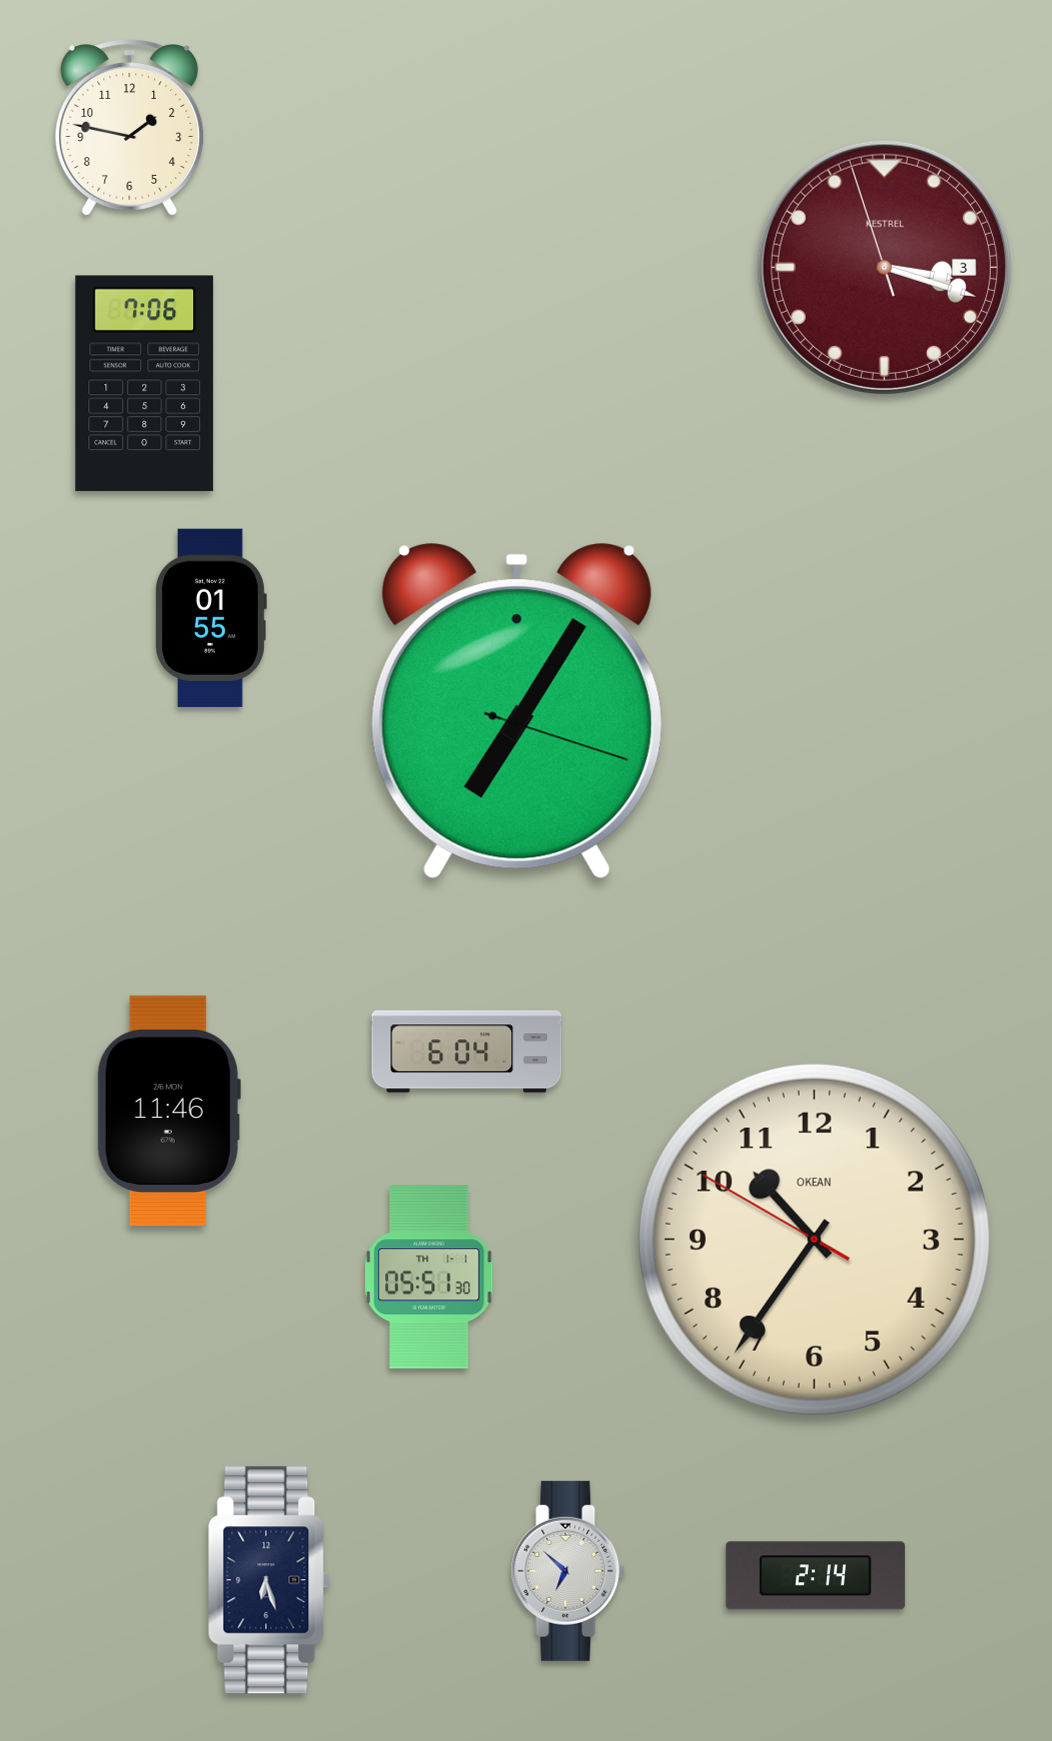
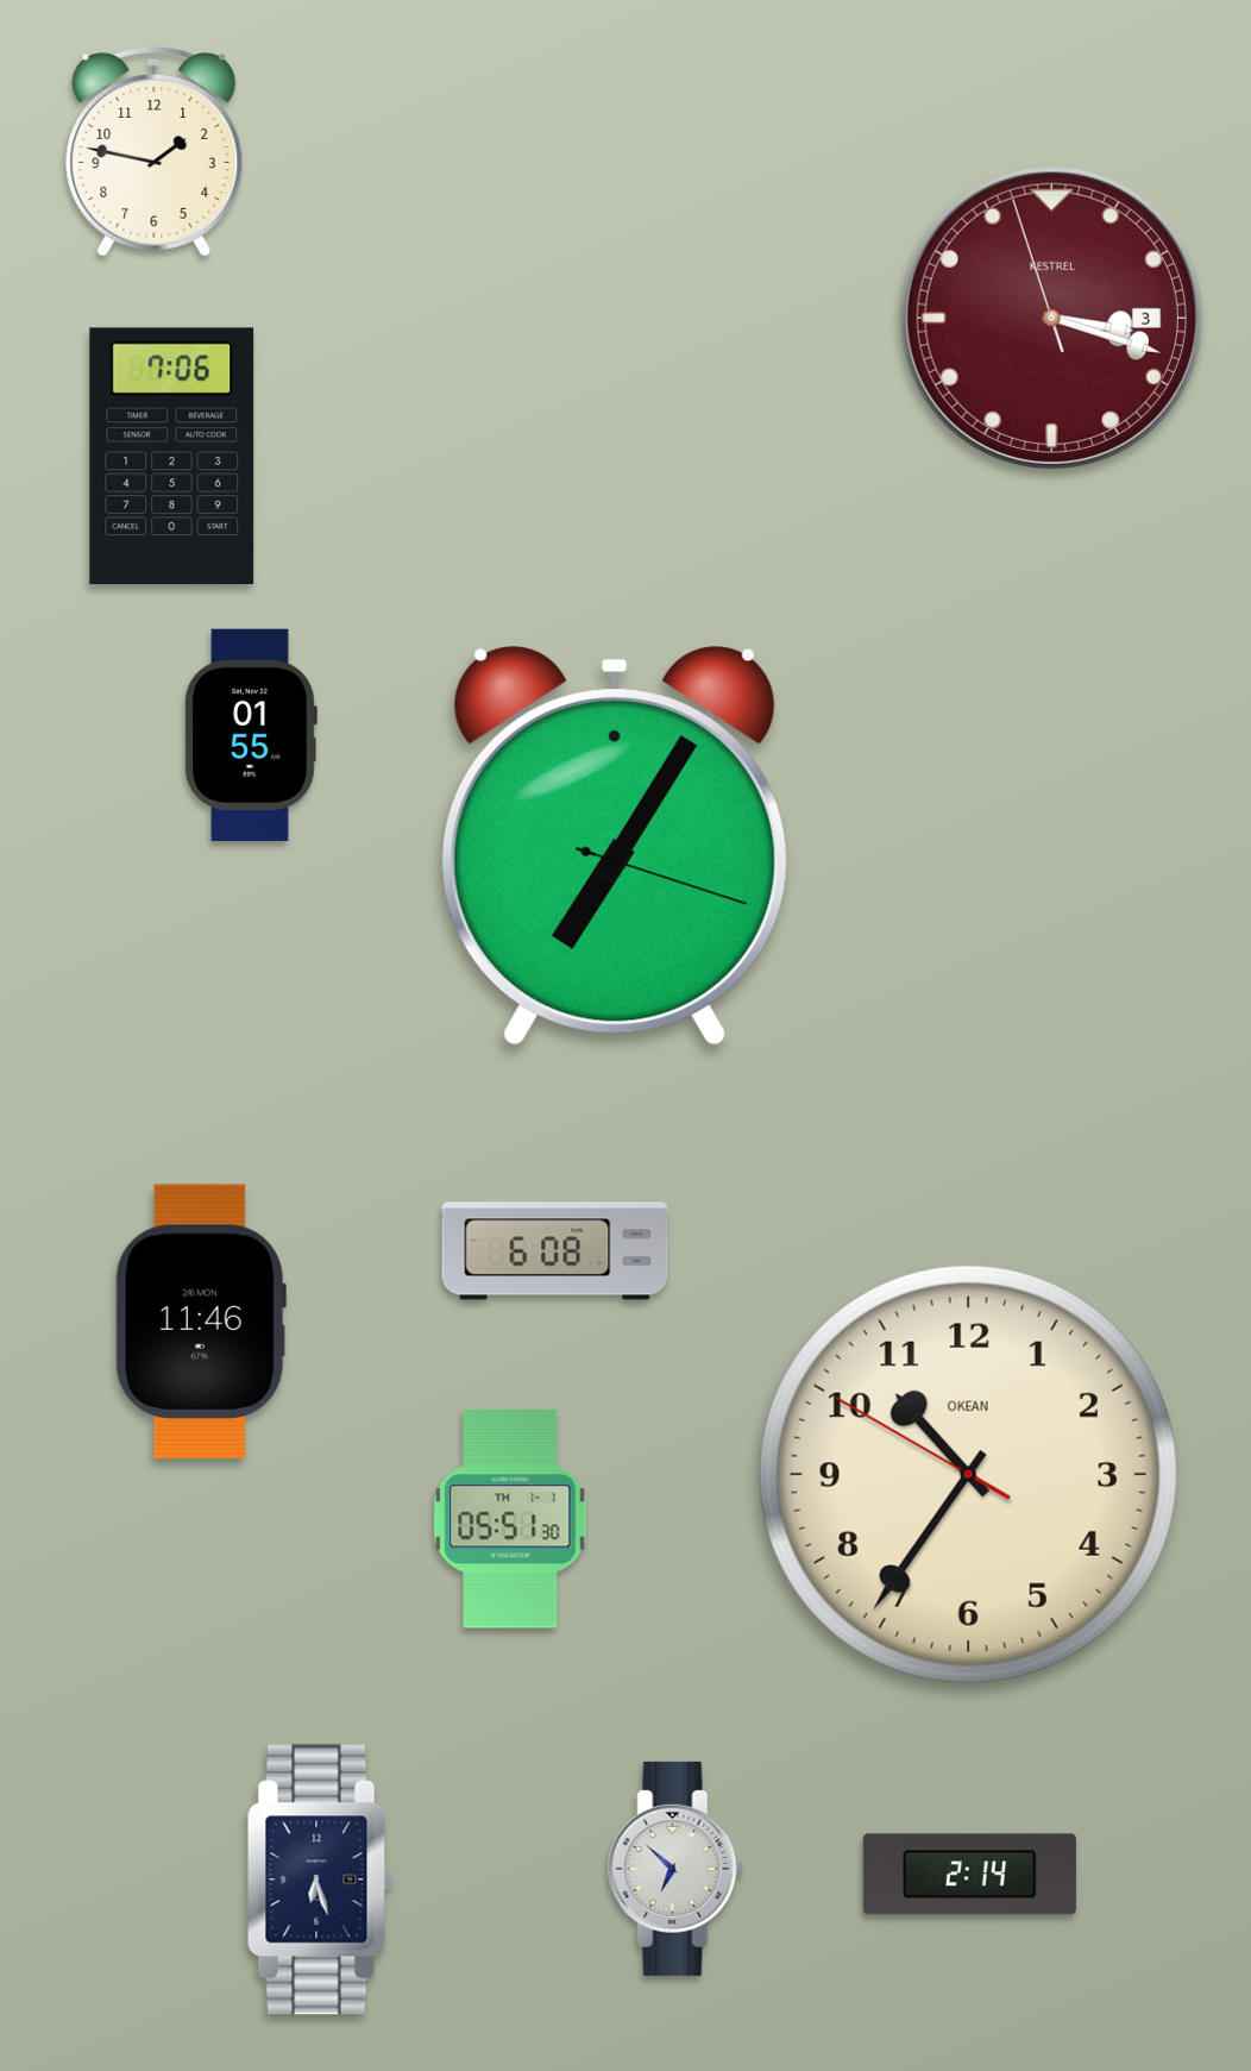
clock at (467, 1052): 6:04 -> 6:08
